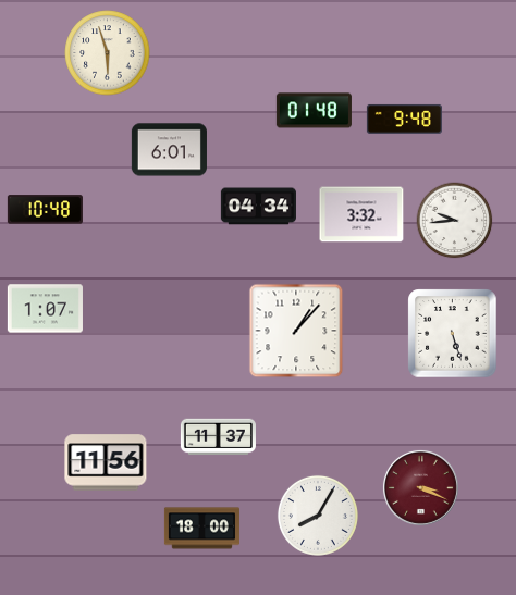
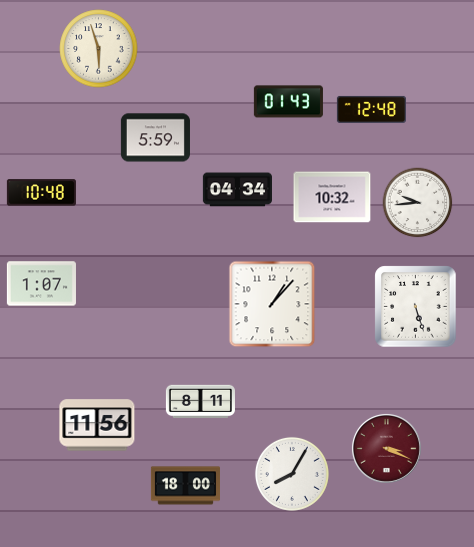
clock at (314, 111): 01:48 -> 01:43
clock at (404, 119): 9:48 -> 12:48
clock at (169, 150): 6:01 -> 5:59
clock at (361, 214): 3:32 -> 10:32
clock at (218, 437): 11:37 -> 8:11
